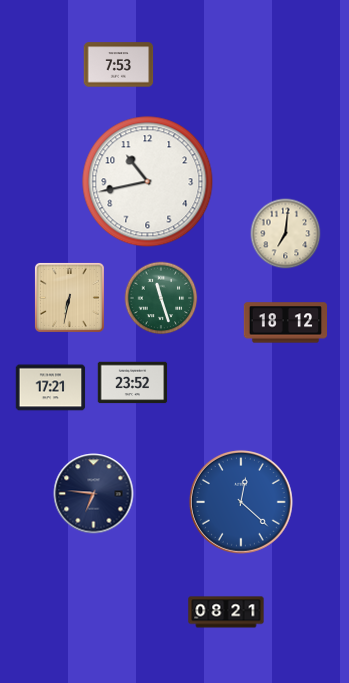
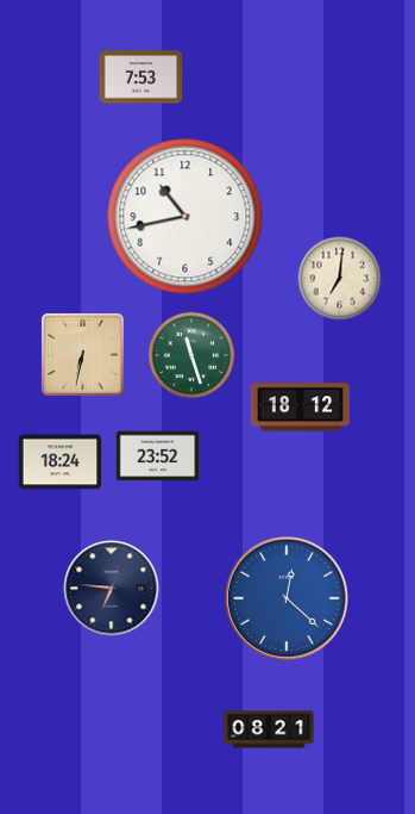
clock at (148, 182) position: (148, 182) -> (186, 217)
clock at (285, 323) position: (285, 323) -> (300, 408)
clock at (51, 388): 17:21 -> 18:24
